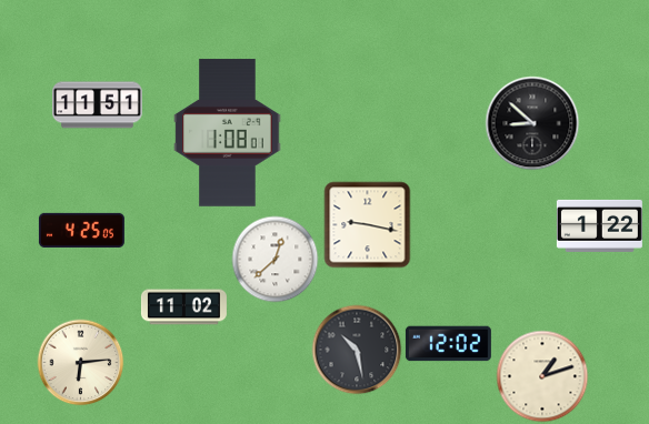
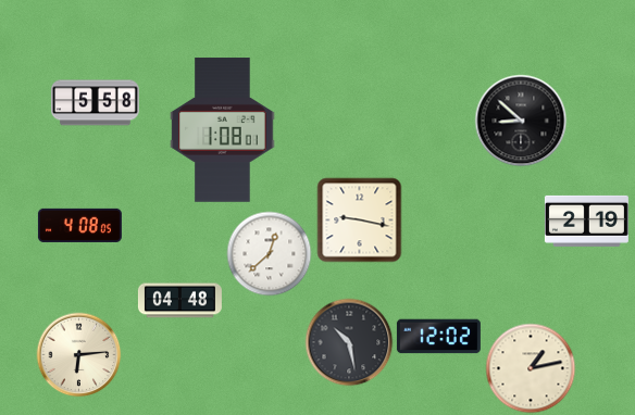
clock at (98, 105): 11:51 -> 5:58
clock at (599, 225): 1:22 -> 2:19
clock at (81, 230): 4:25 -> 4:08
clock at (183, 307): 11:02 -> 04:48
clock at (542, 376): 1:12 -> 1:13
